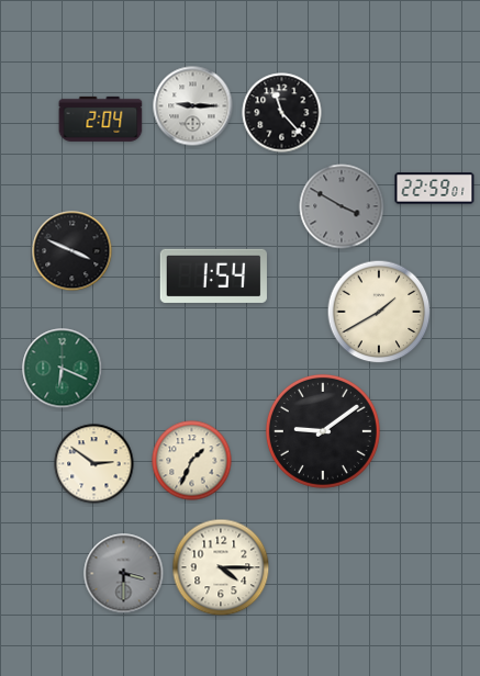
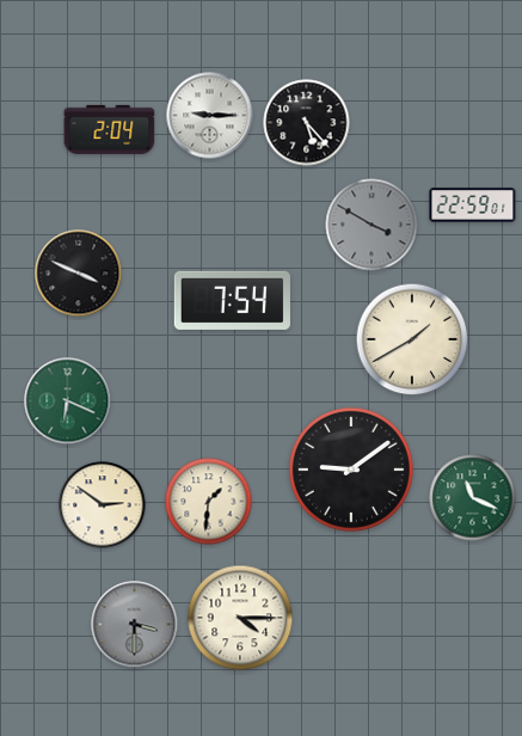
clock at (282, 113): 11:23 -> 5:23
clock at (213, 275): 1:54 -> 7:54
clock at (473, 498): none -> 11:19
clock at (192, 461): 1:34 -> 1:31
